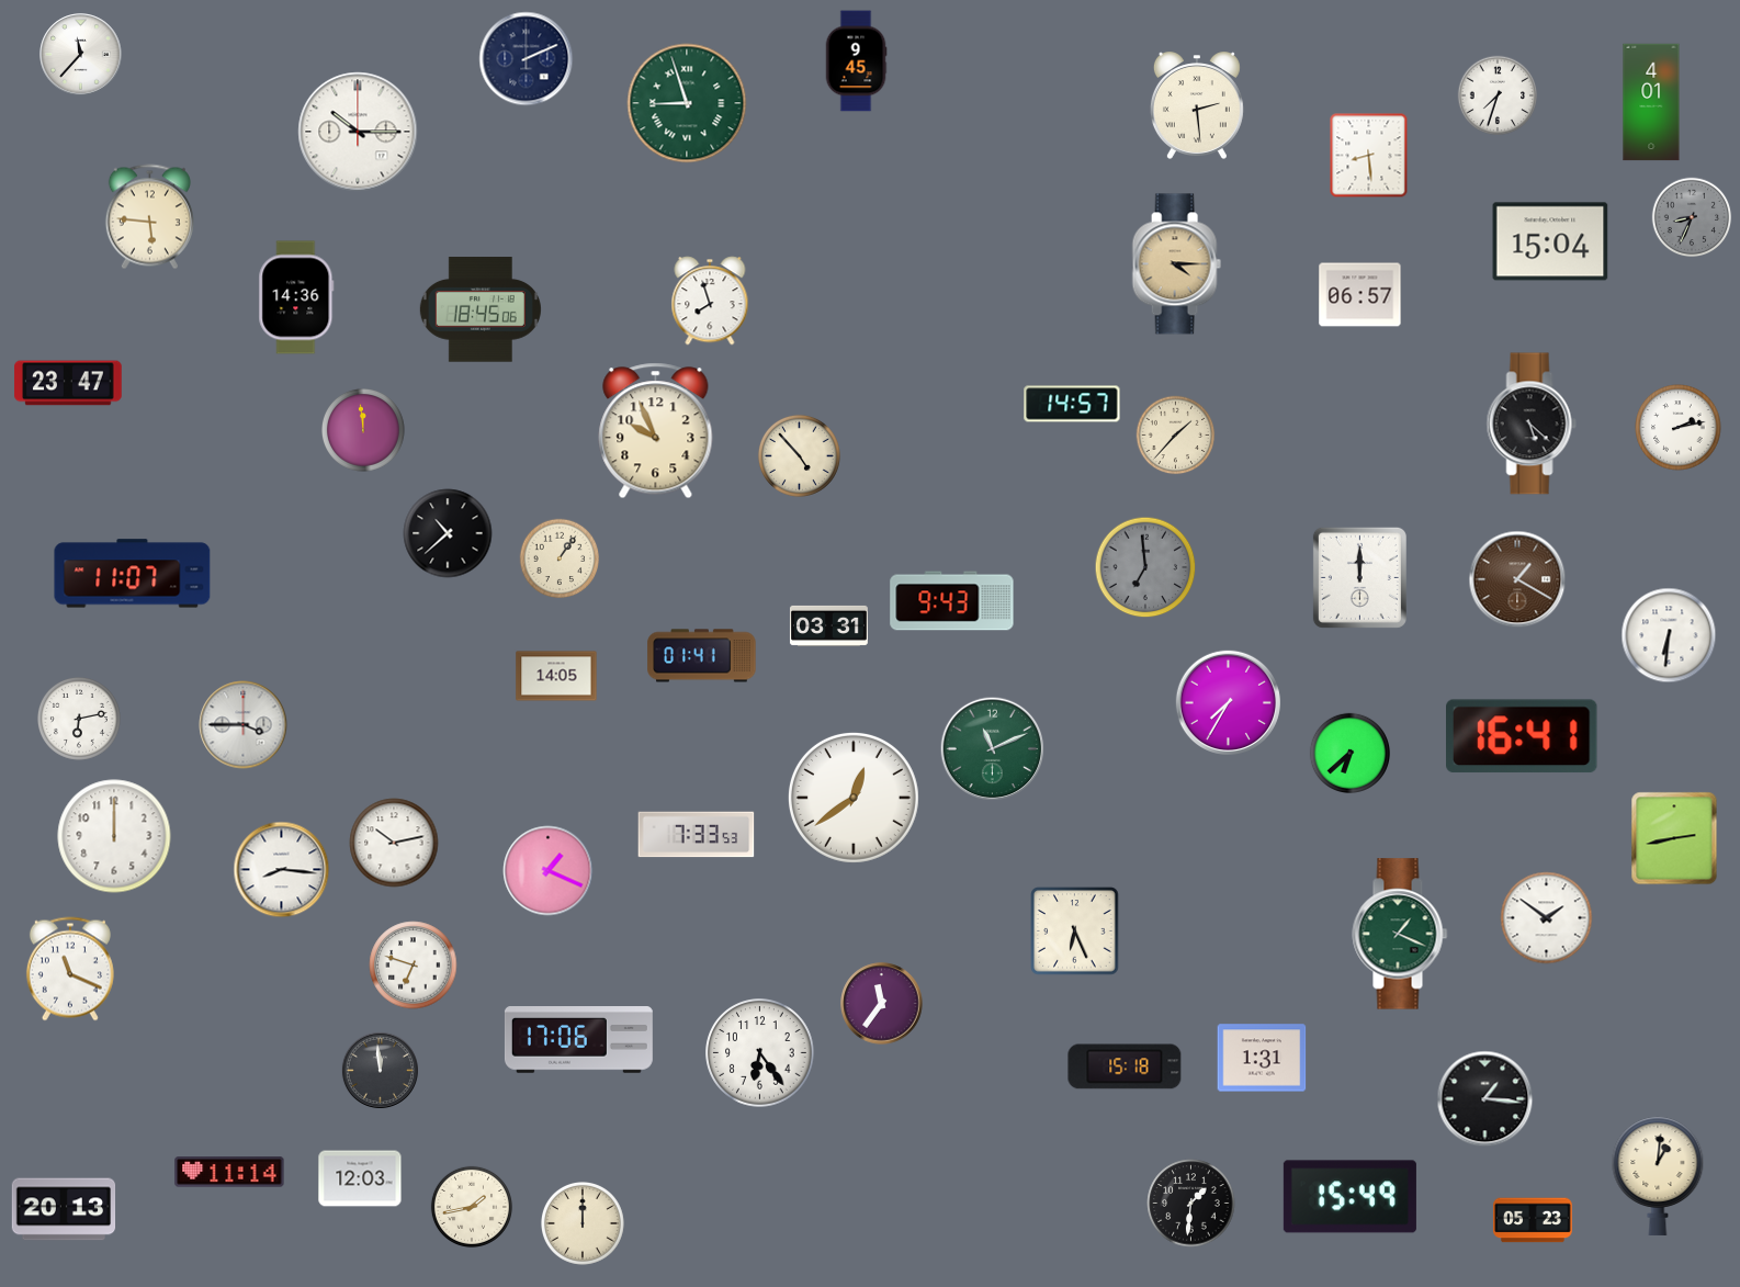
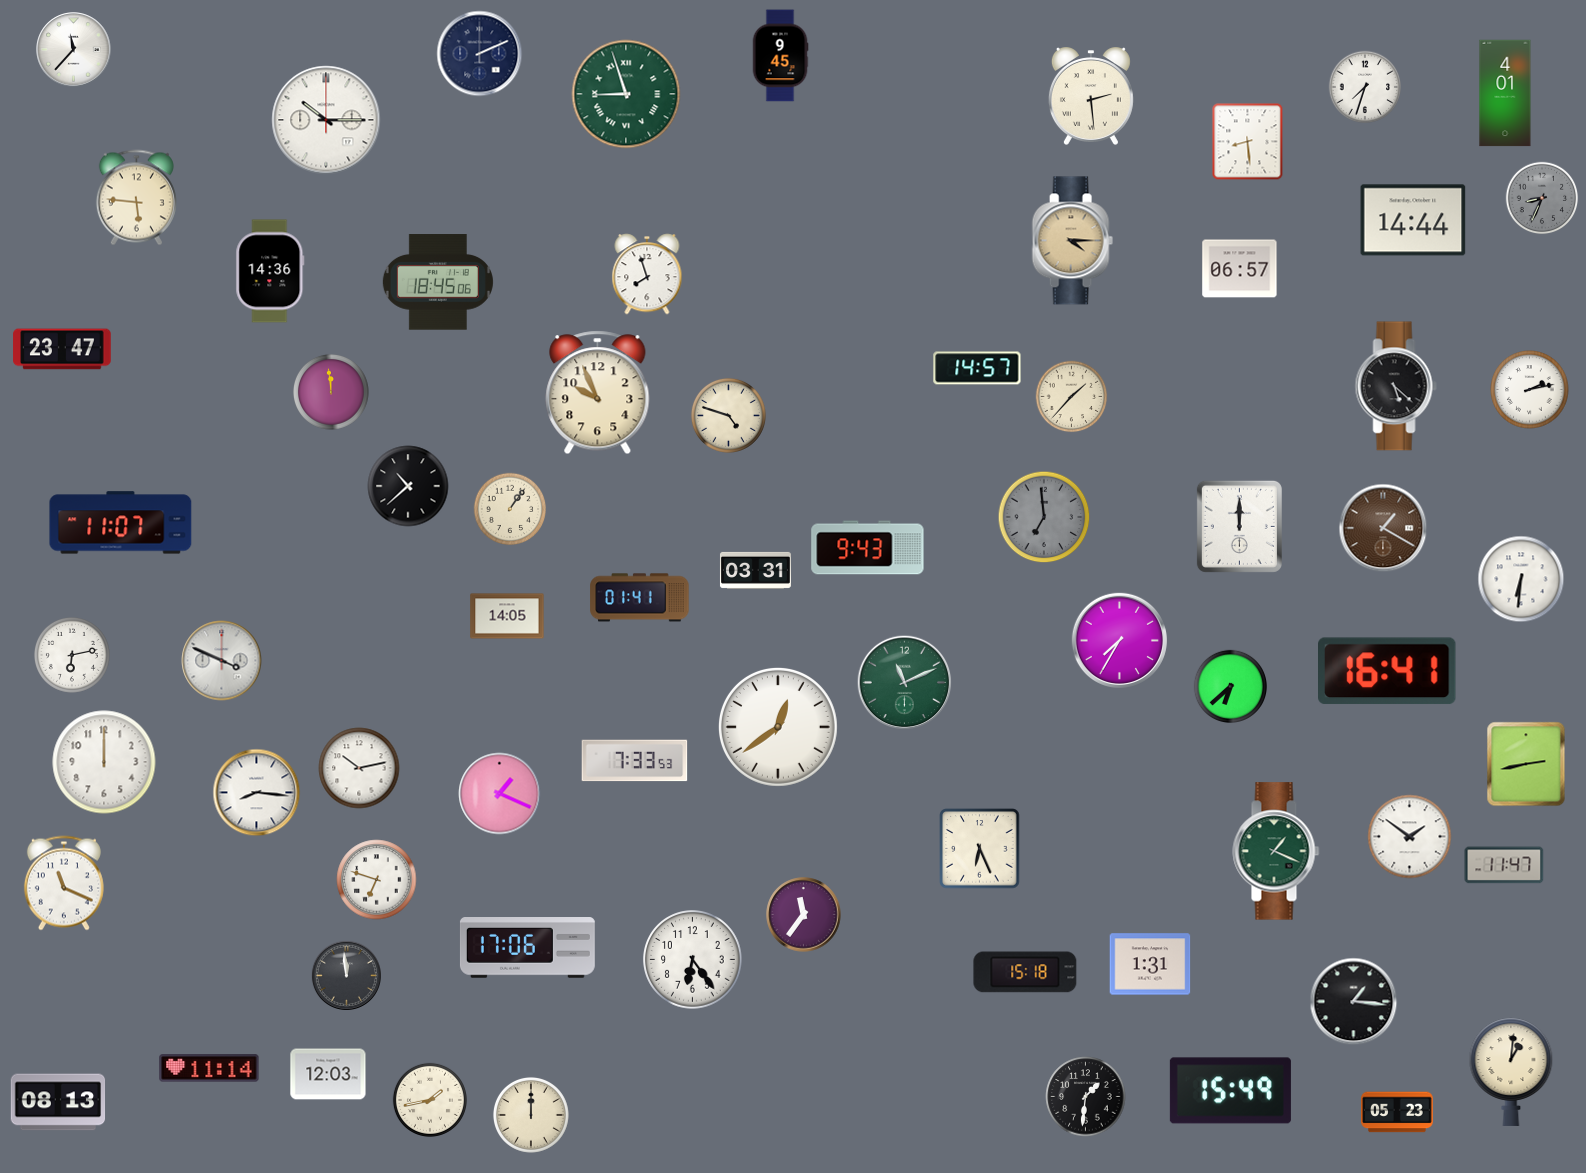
clock at (1550, 241): 15:04 -> 14:44
clock at (799, 455): 4:53 -> 4:48
clock at (244, 725): 3:45 -> 3:49
clock at (1504, 865): none -> 11:47
clock at (64, 1209): 20:13 -> 08:13
